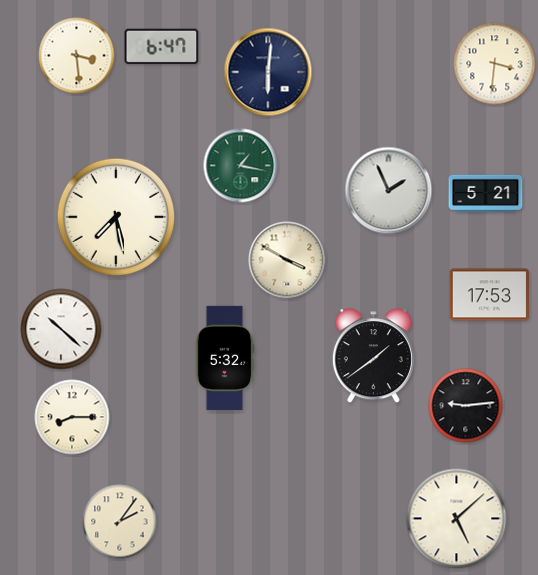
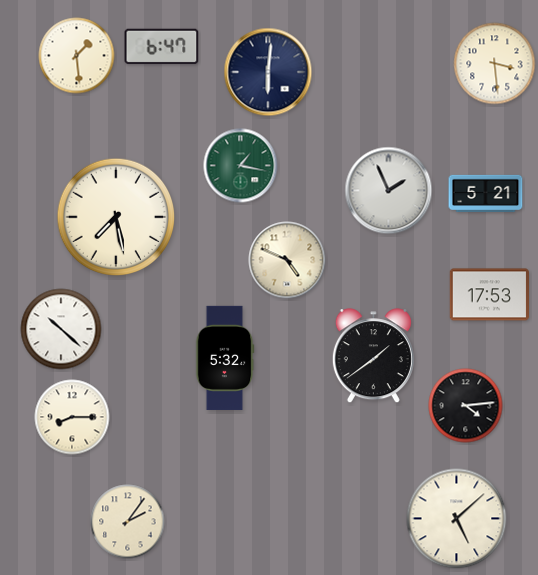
clock at (77, 56): 3:29 -> 1:29
clock at (495, 64): 3:31 -> 3:29
clock at (287, 260): 3:50 -> 4:49
clock at (466, 406): 9:14 -> 4:14
clock at (120, 522) position: (120, 522) -> (128, 522)
